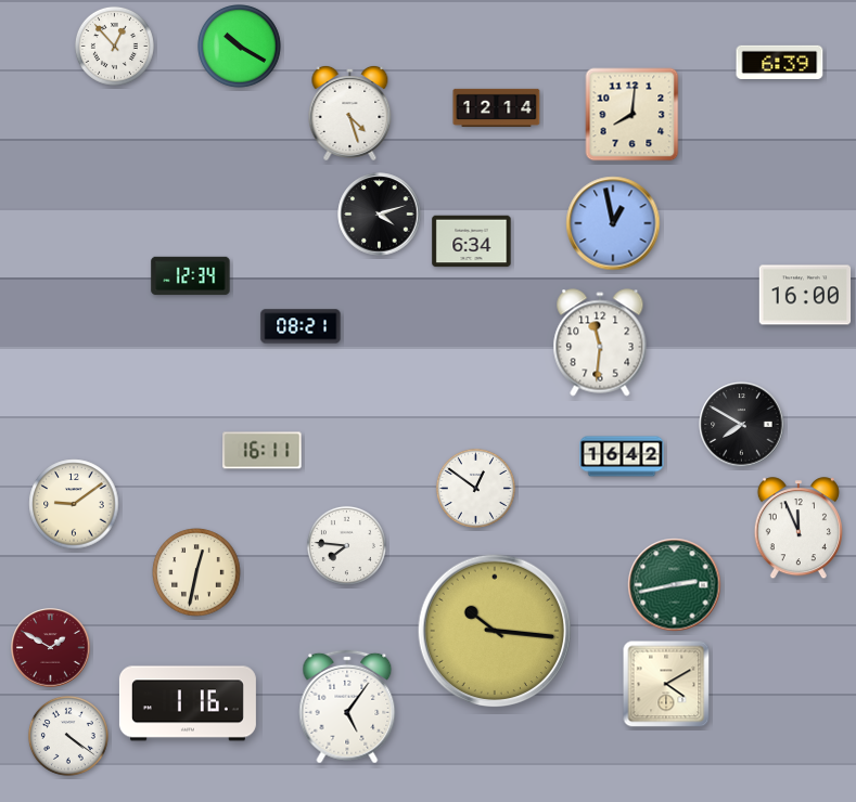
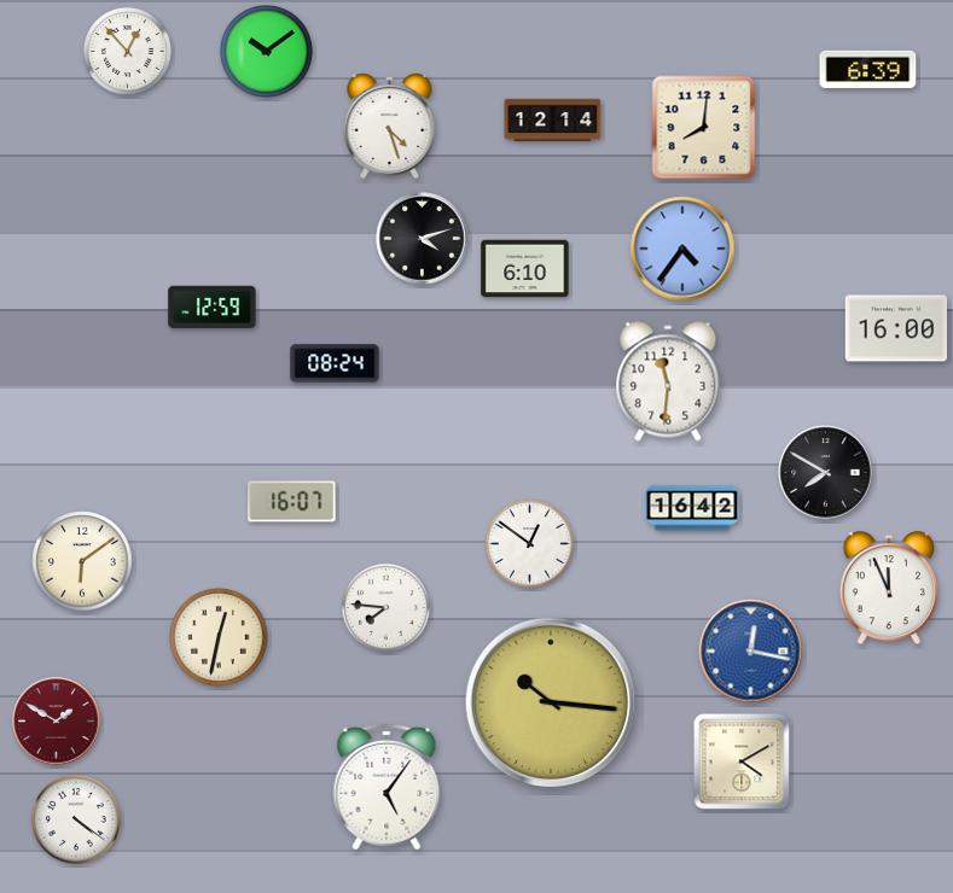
clock at (240, 47): 10:20 -> 10:09
clock at (613, 223): 12:58 -> 4:36
clock at (472, 242): 6:34 -> 6:10
clock at (191, 276): 12:34 -> 12:59
clock at (301, 326): 08:21 -> 08:24
clock at (263, 451): 16:11 -> 16:07
clock at (74, 504): 9:09 -> 6:09
clock at (675, 585): 2:43 -> 12:17
clock at (675, 585) dial: green -> blue
clock at (188, 703): 1:16 -> none
